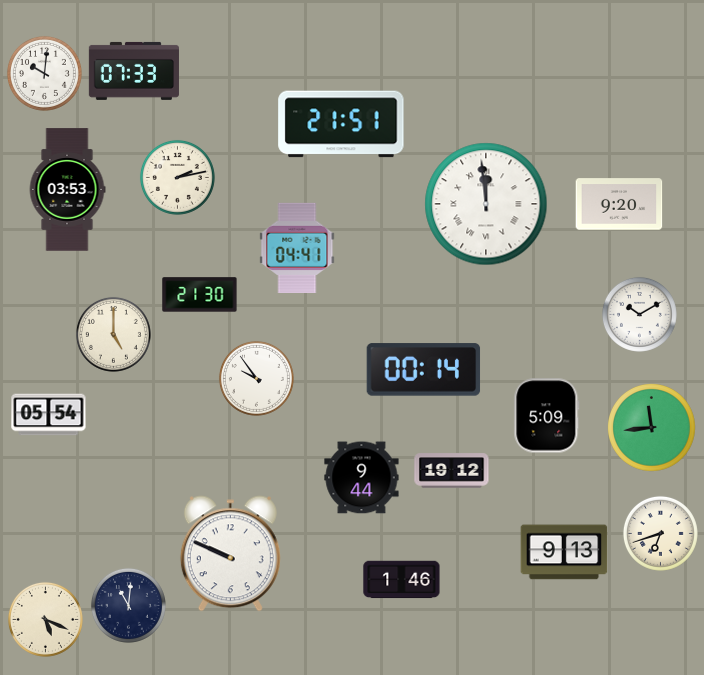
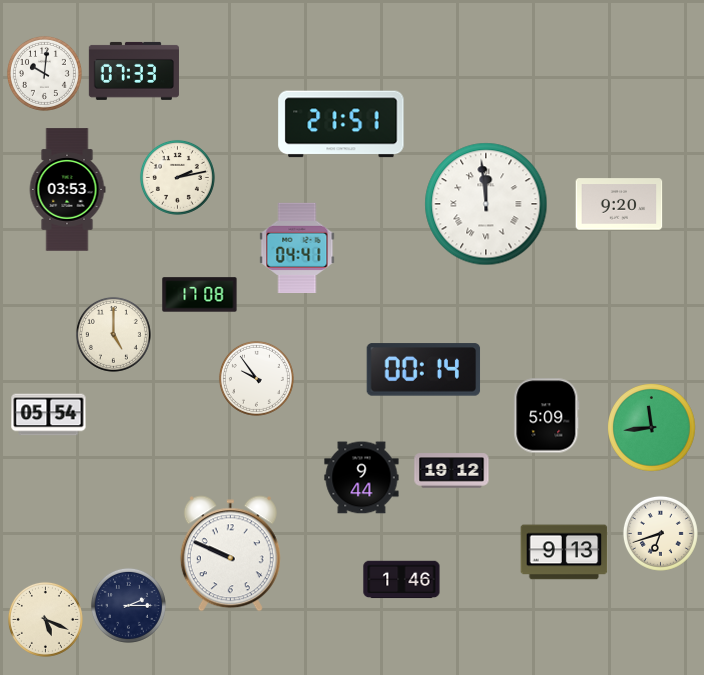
clock at (200, 295): 21:30 -> 17:08
clock at (639, 314): 10:10 -> none
clock at (128, 605): 11:01 -> 2:15
